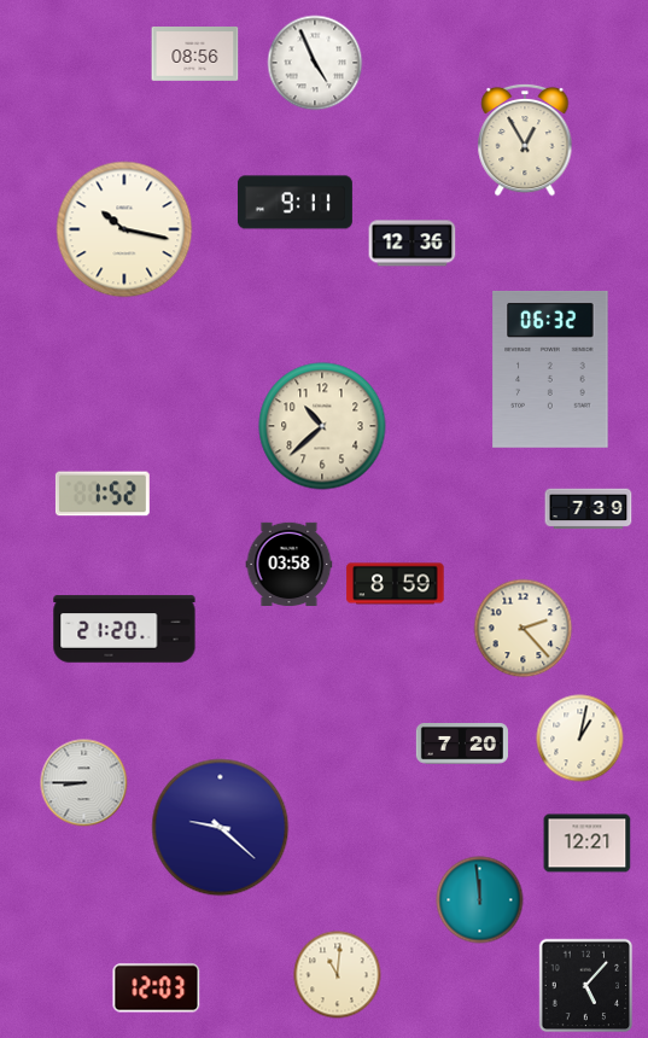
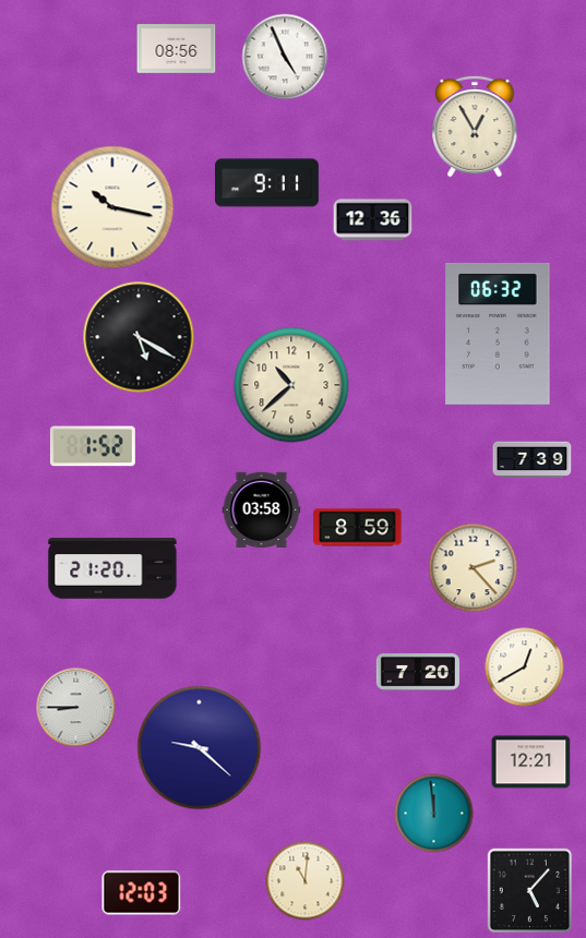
clock at (139, 337): none -> 5:20
clock at (580, 739): 1:02 -> 12:40
